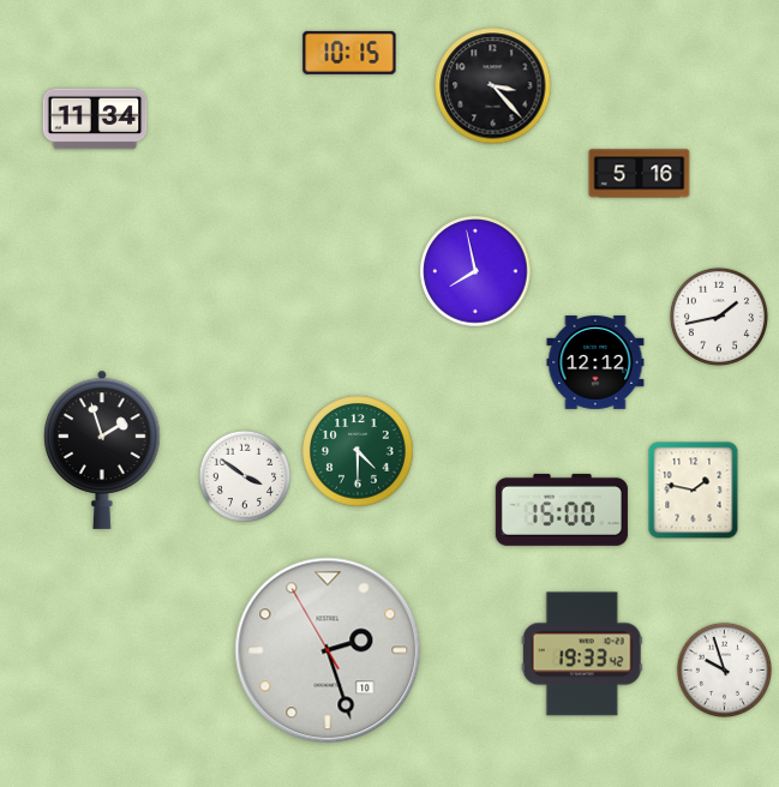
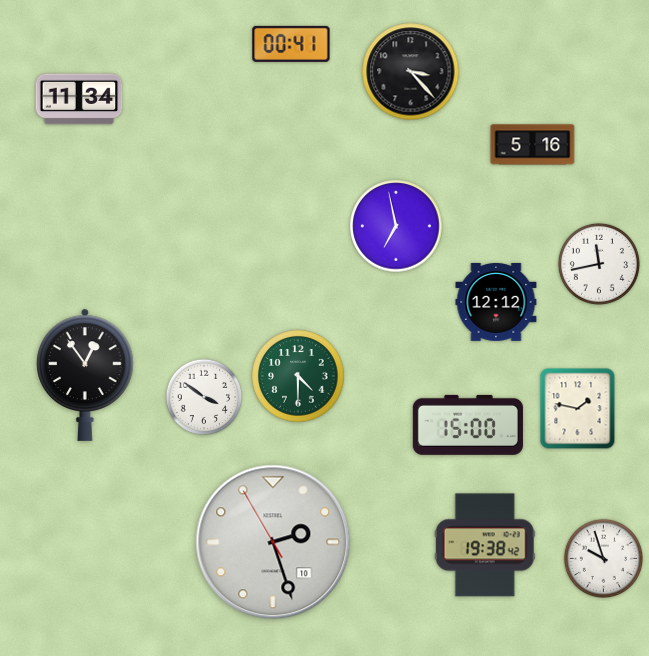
clock at (349, 53): 10:15 -> 00:41
clock at (475, 271): 7:58 -> 6:58
clock at (719, 317): 1:43 -> 11:43
clock at (102, 450): 1:57 -> 12:54
clock at (582, 654): 19:33 -> 19:38
